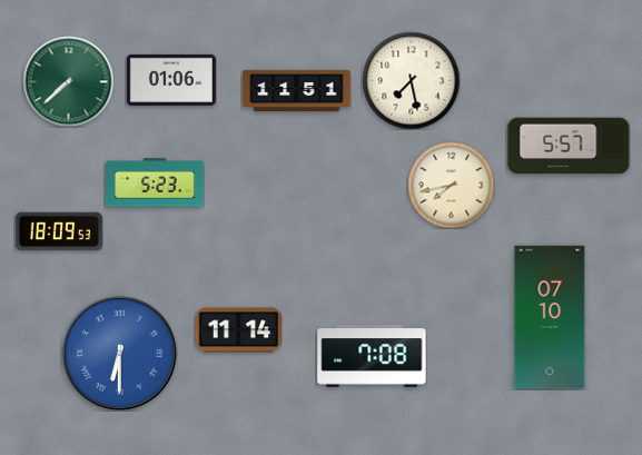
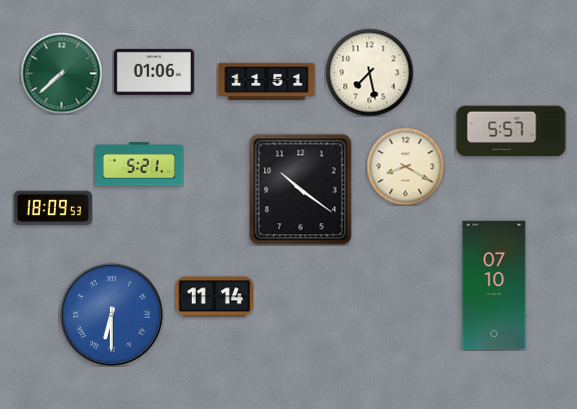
clock at (155, 182): 5:23 -> 5:21
clock at (451, 185): 7:43 -> 8:20
clock at (301, 190): none -> 10:21
clock at (119, 353) position: (119, 353) -> (111, 314)
clock at (372, 356): 7:08 -> none
